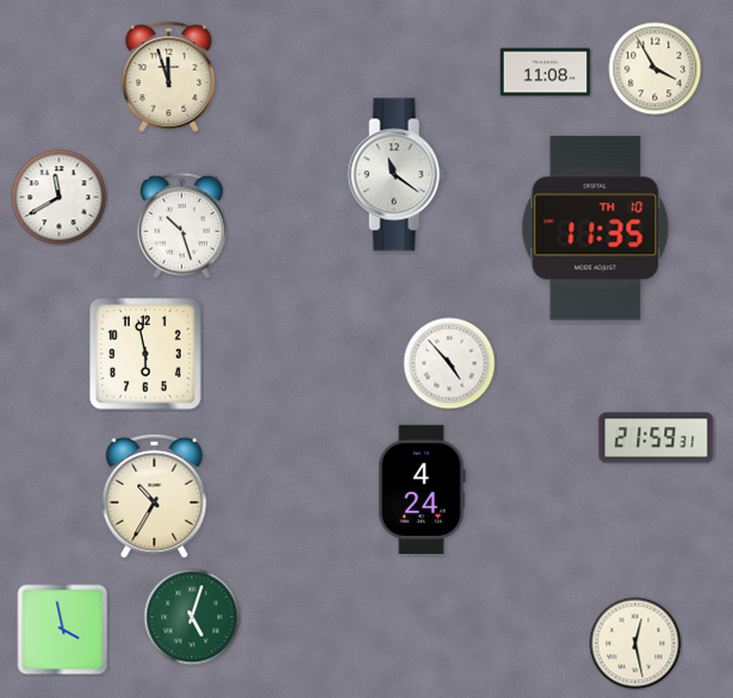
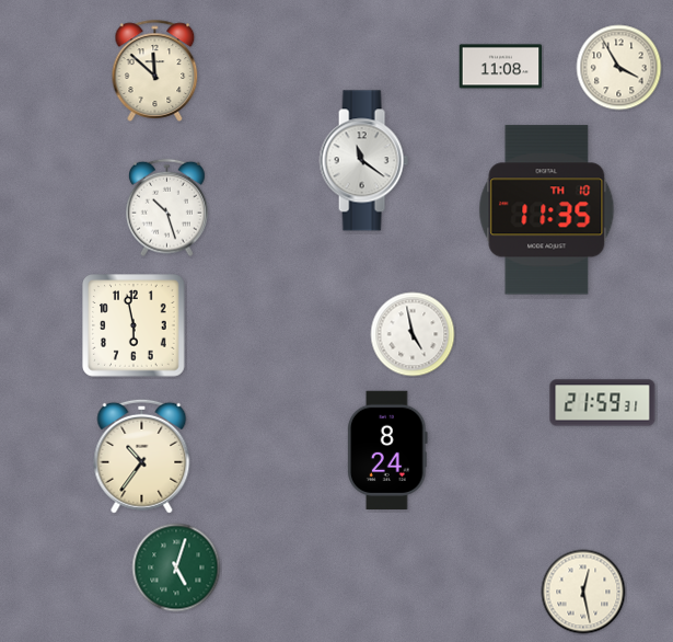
clock at (656, 69) position: (656, 69) -> (619, 68)
clock at (169, 76): 11:57 -> 11:52
clock at (60, 198): 11:40 -> none
clock at (449, 363): 4:53 -> 4:58
clock at (422, 490): 4:24 -> 8:24
clock at (155, 496): 10:35 -> 10:36
clock at (63, 630): 3:58 -> none
